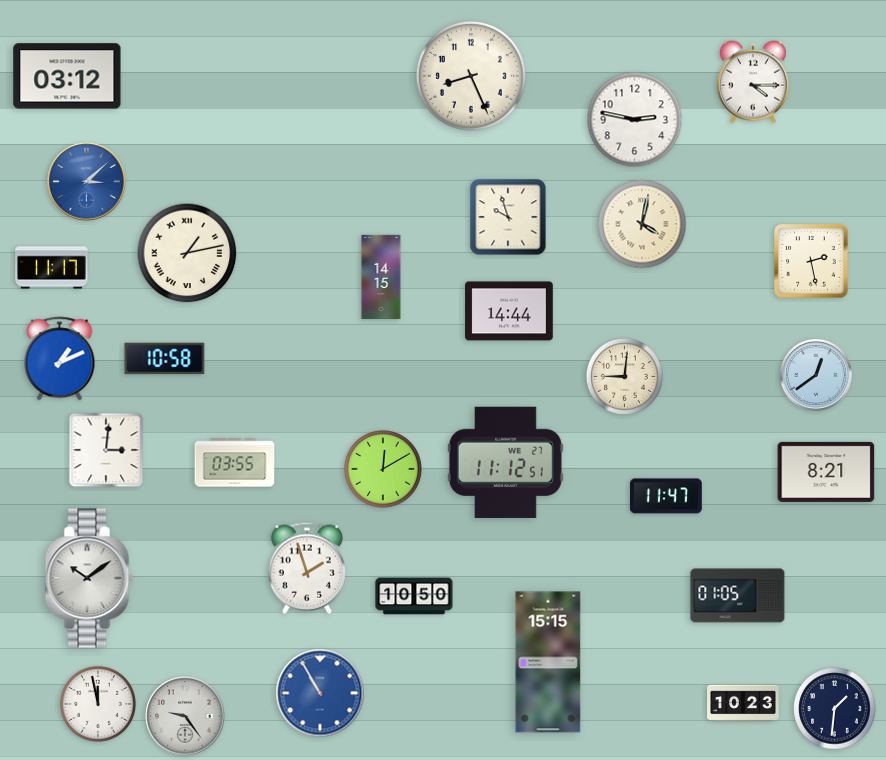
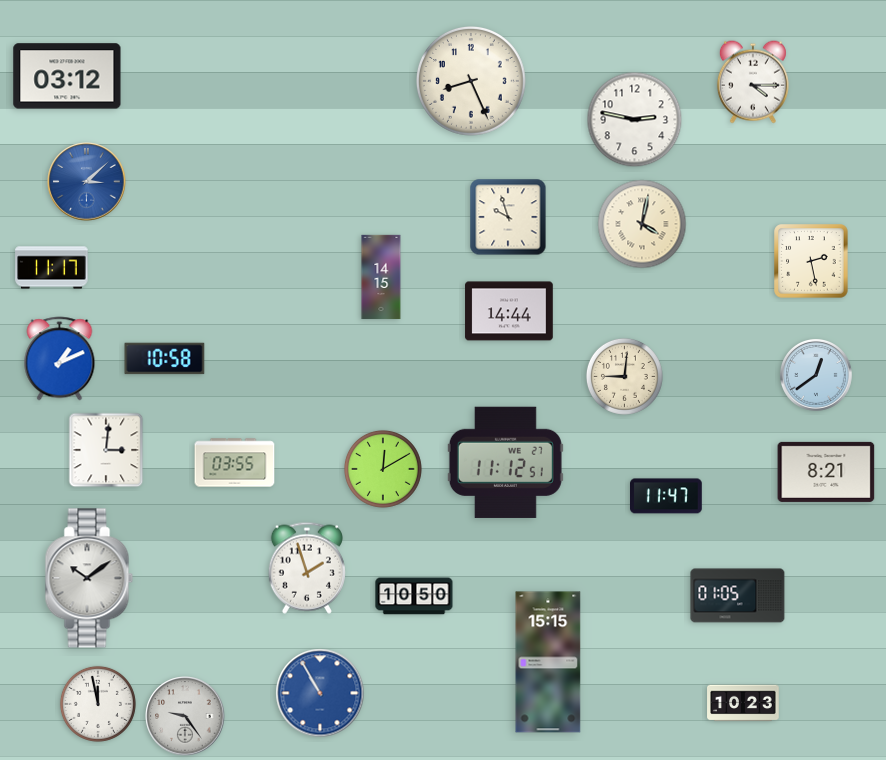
clock at (472, 77) position: (472, 77) -> (472, 82)
clock at (187, 253): 1:13 -> none
clock at (835, 709): 1:31 -> none
